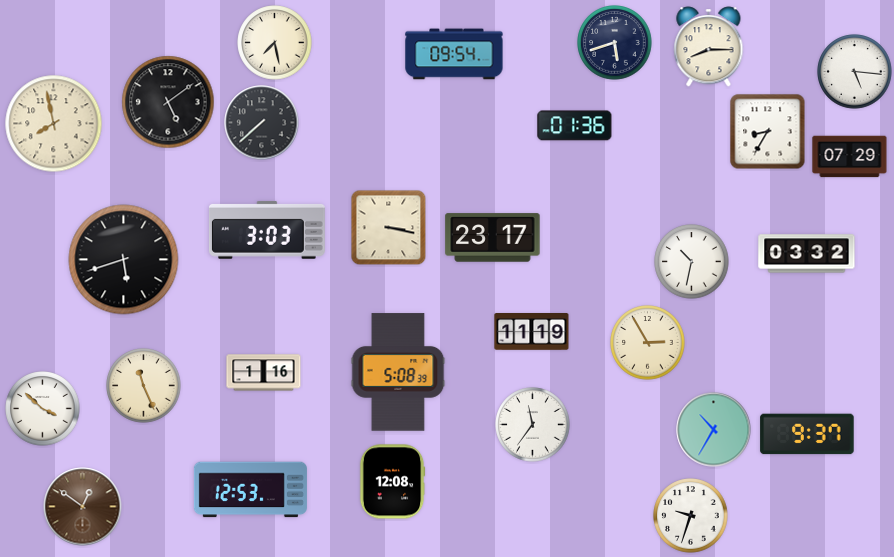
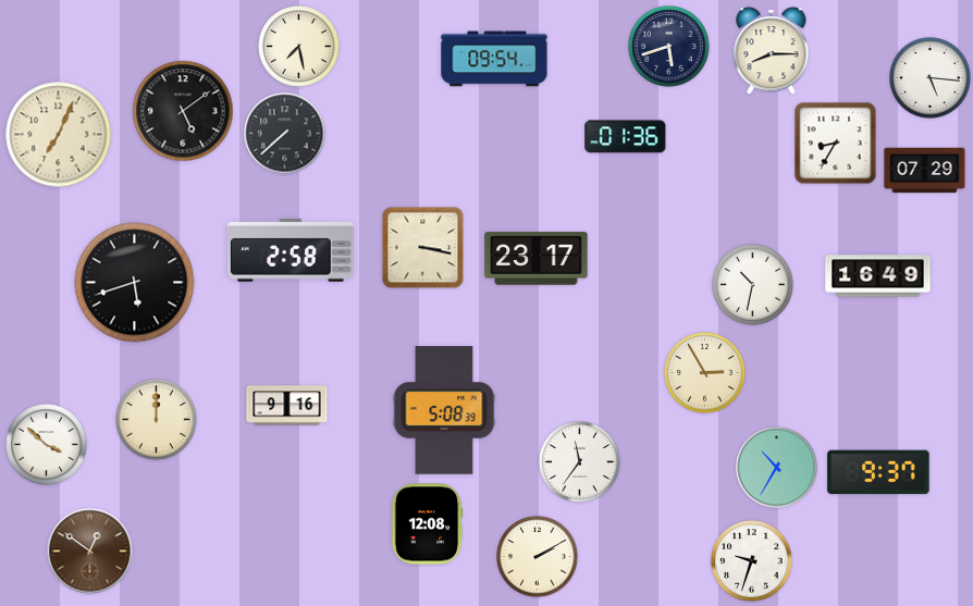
clock at (54, 124): 7:58 -> 7:04
clock at (267, 230): 3:03 -> 2:58
clock at (807, 254): 03:32 -> 16:49
clock at (532, 332): 11:19 -> none
clock at (398, 372) position: (398, 372) -> (444, 410)
clock at (264, 373): 1:16 -> 9:16
clock at (144, 386): 11:26 -> 12:00
clock at (250, 490): 12:53 -> none
clock at (538, 557): none -> 2:10
